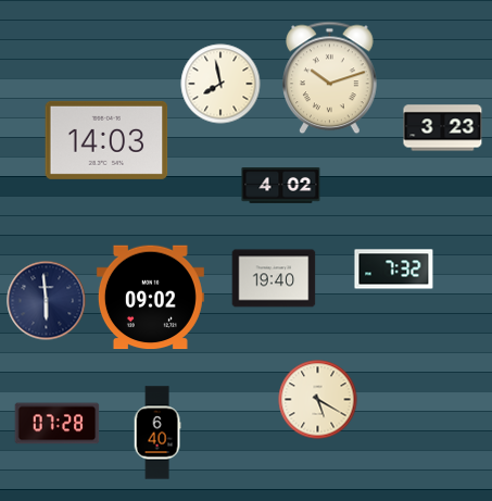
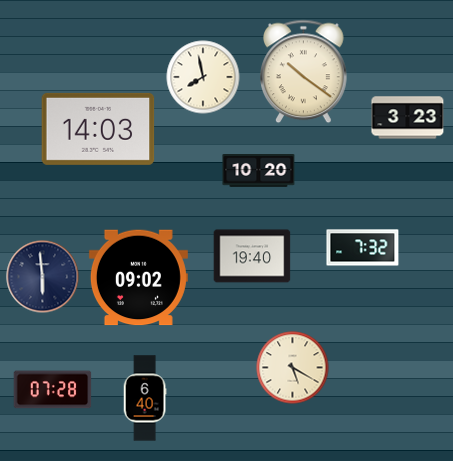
clock at (330, 78): 10:12 -> 10:21
clock at (281, 186): 4:02 -> 10:20
clock at (150, 298) position: (150, 298) -> (138, 278)
